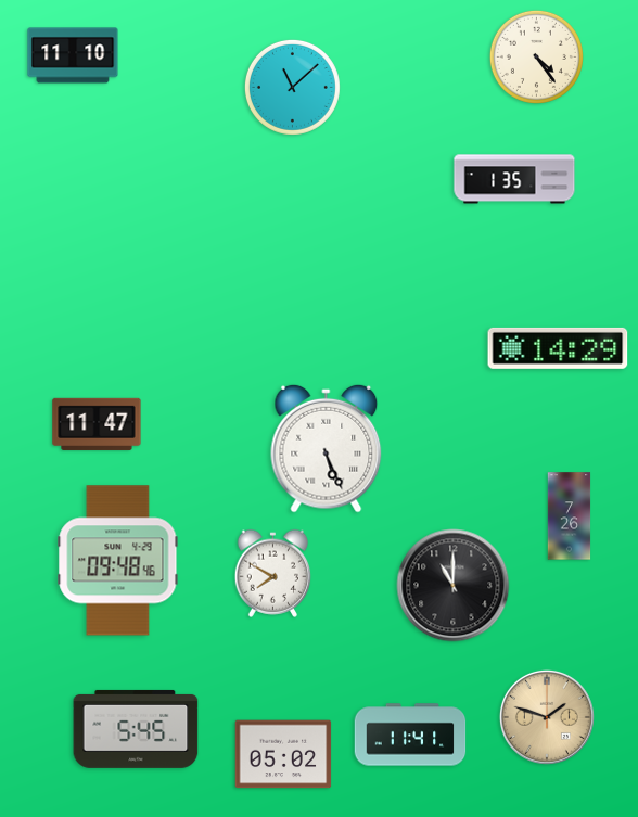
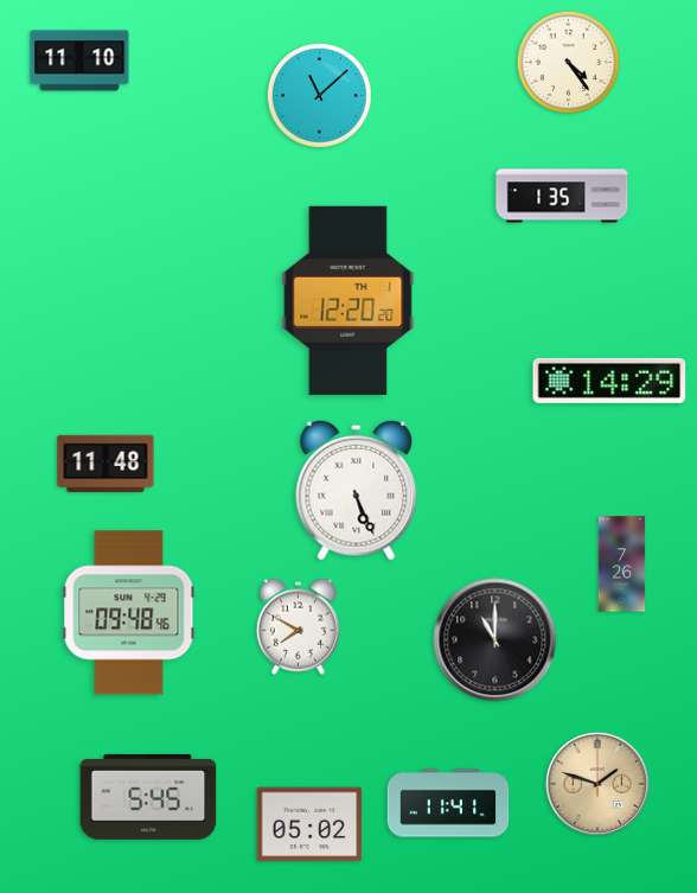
clock at (536, 56) position: (536, 56) -> (568, 62)
clock at (348, 300): none -> 12:20
clock at (97, 423): 11:47 -> 11:48
